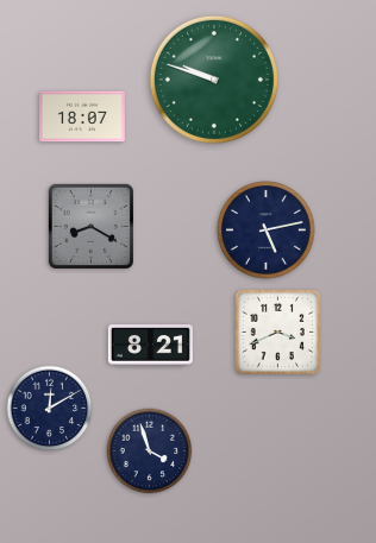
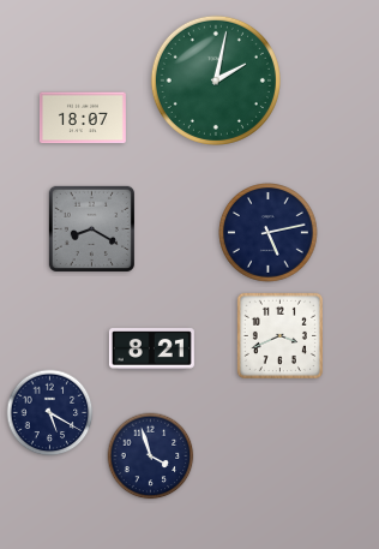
clock at (214, 80): 9:48 -> 2:02
clock at (50, 409): 12:10 -> 5:20
